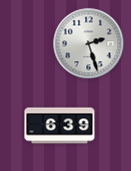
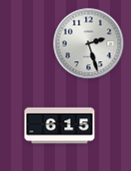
clock at (60, 126): 6:39 -> 6:15
